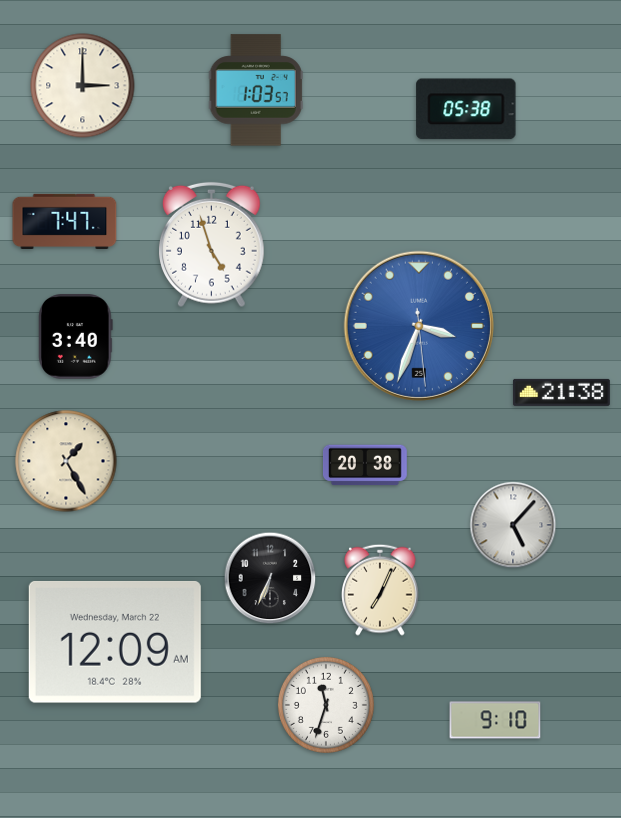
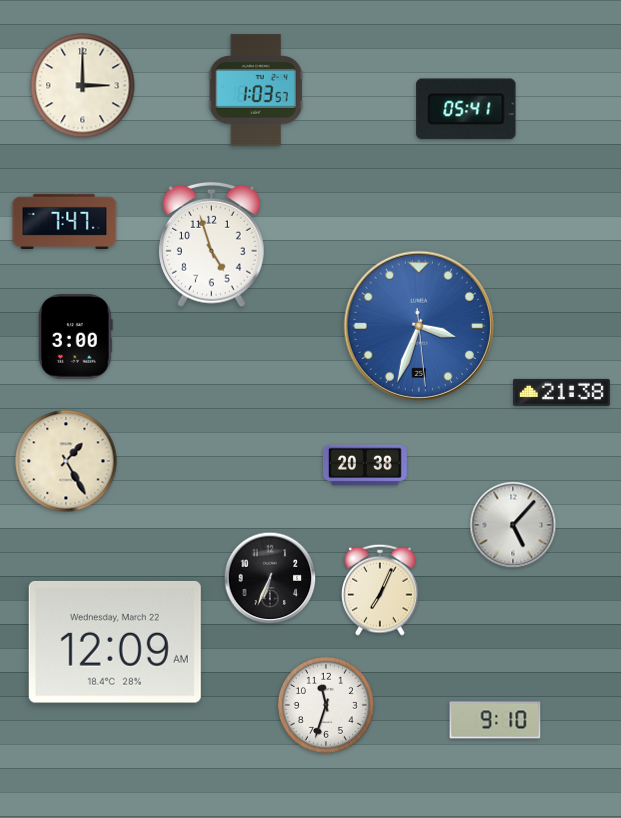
clock at (466, 109): 05:38 -> 05:41
clock at (76, 337): 3:40 -> 3:00
